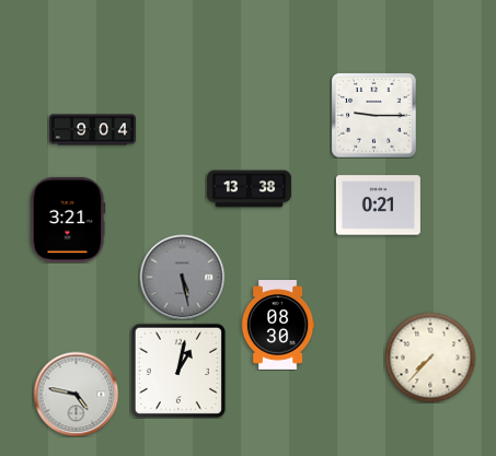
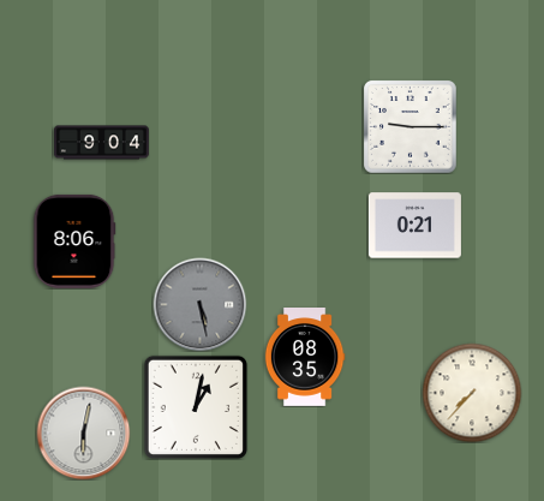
clock at (249, 189): 13:38 -> none
clock at (68, 220): 3:21 -> 8:06
clock at (278, 326): 08:30 -> 08:35
clock at (76, 394): 4:47 -> 6:02
